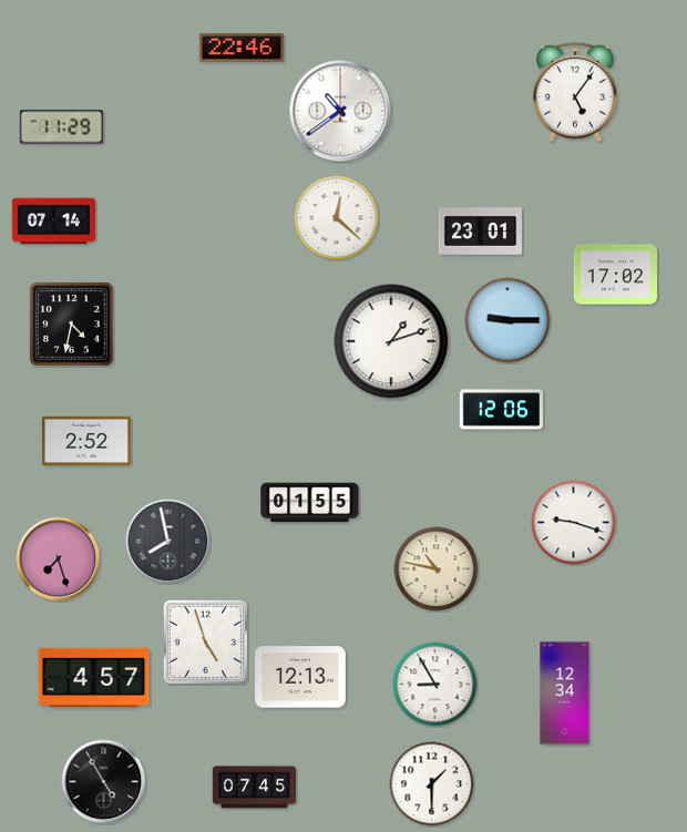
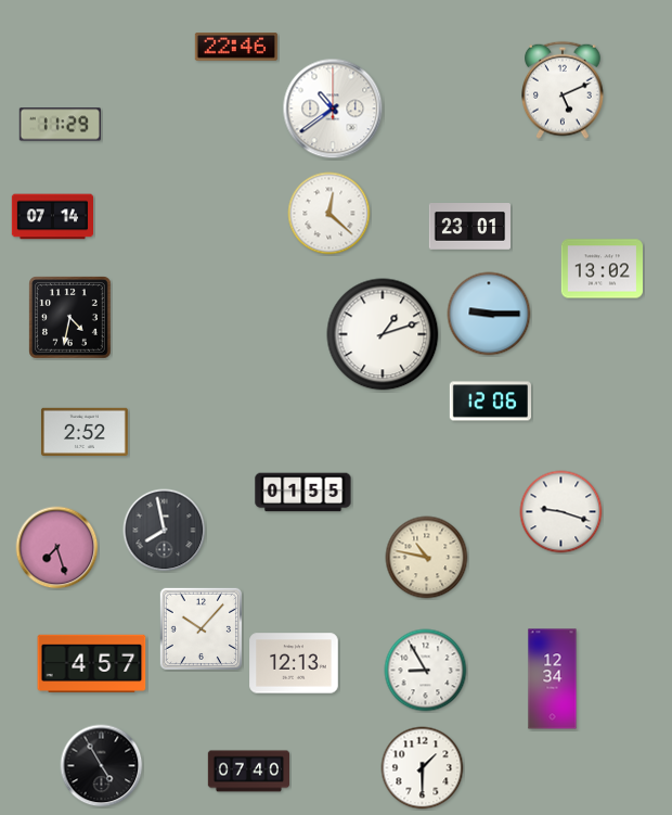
clock at (576, 92): 5:06 -> 5:11
clock at (615, 275): 17:02 -> 13:02
clock at (507, 320) position: (507, 320) -> (489, 314)
clock at (205, 641): 4:57 -> 10:07
clock at (254, 788): 07:45 -> 07:40
